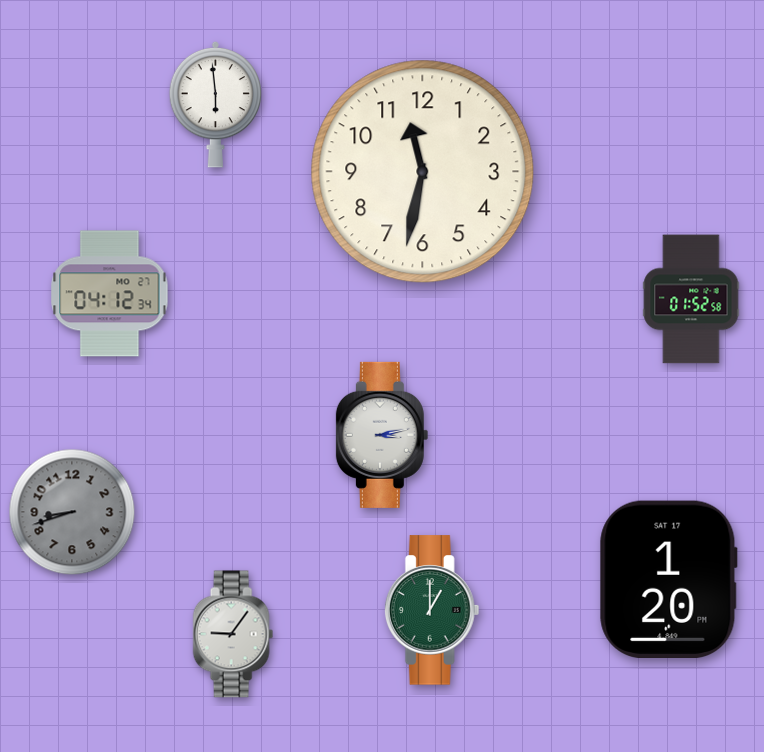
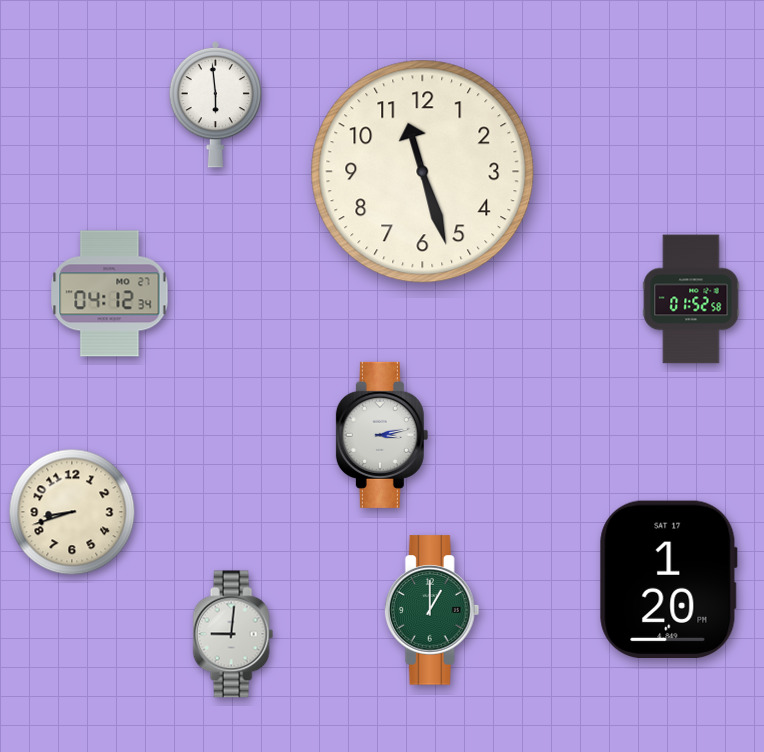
clock at (423, 172): 11:32 -> 11:27
clock at (72, 512) dial: grey -> cream
clock at (233, 634): 9:06 -> 9:01
